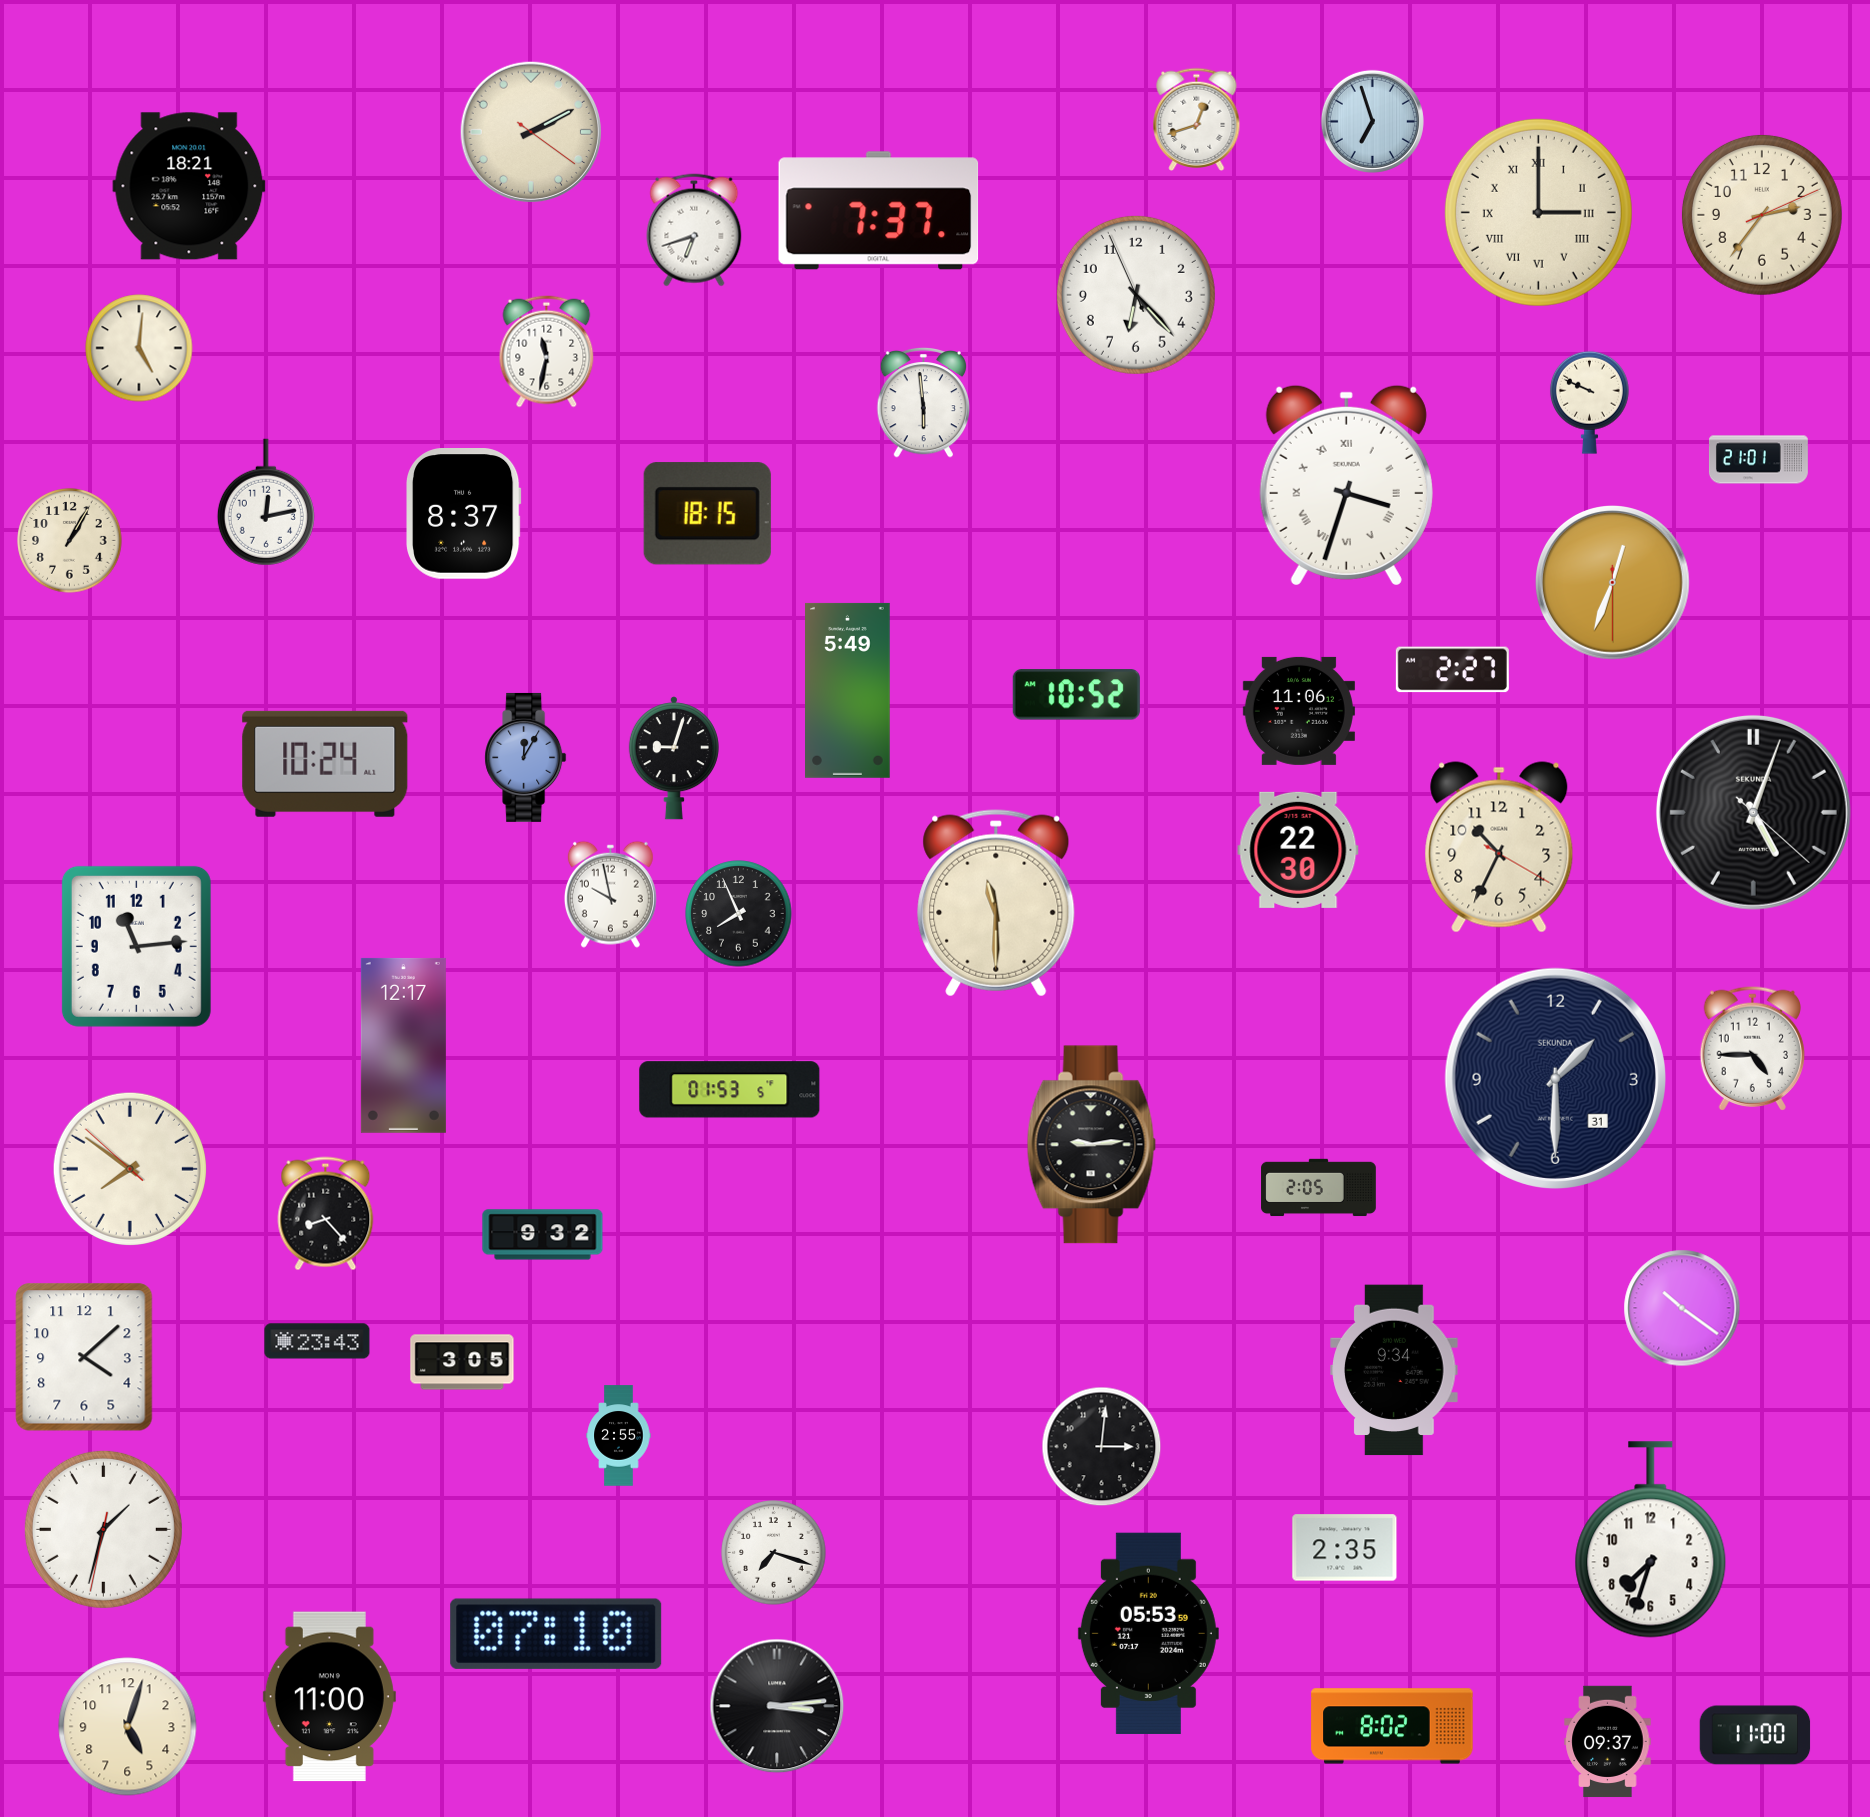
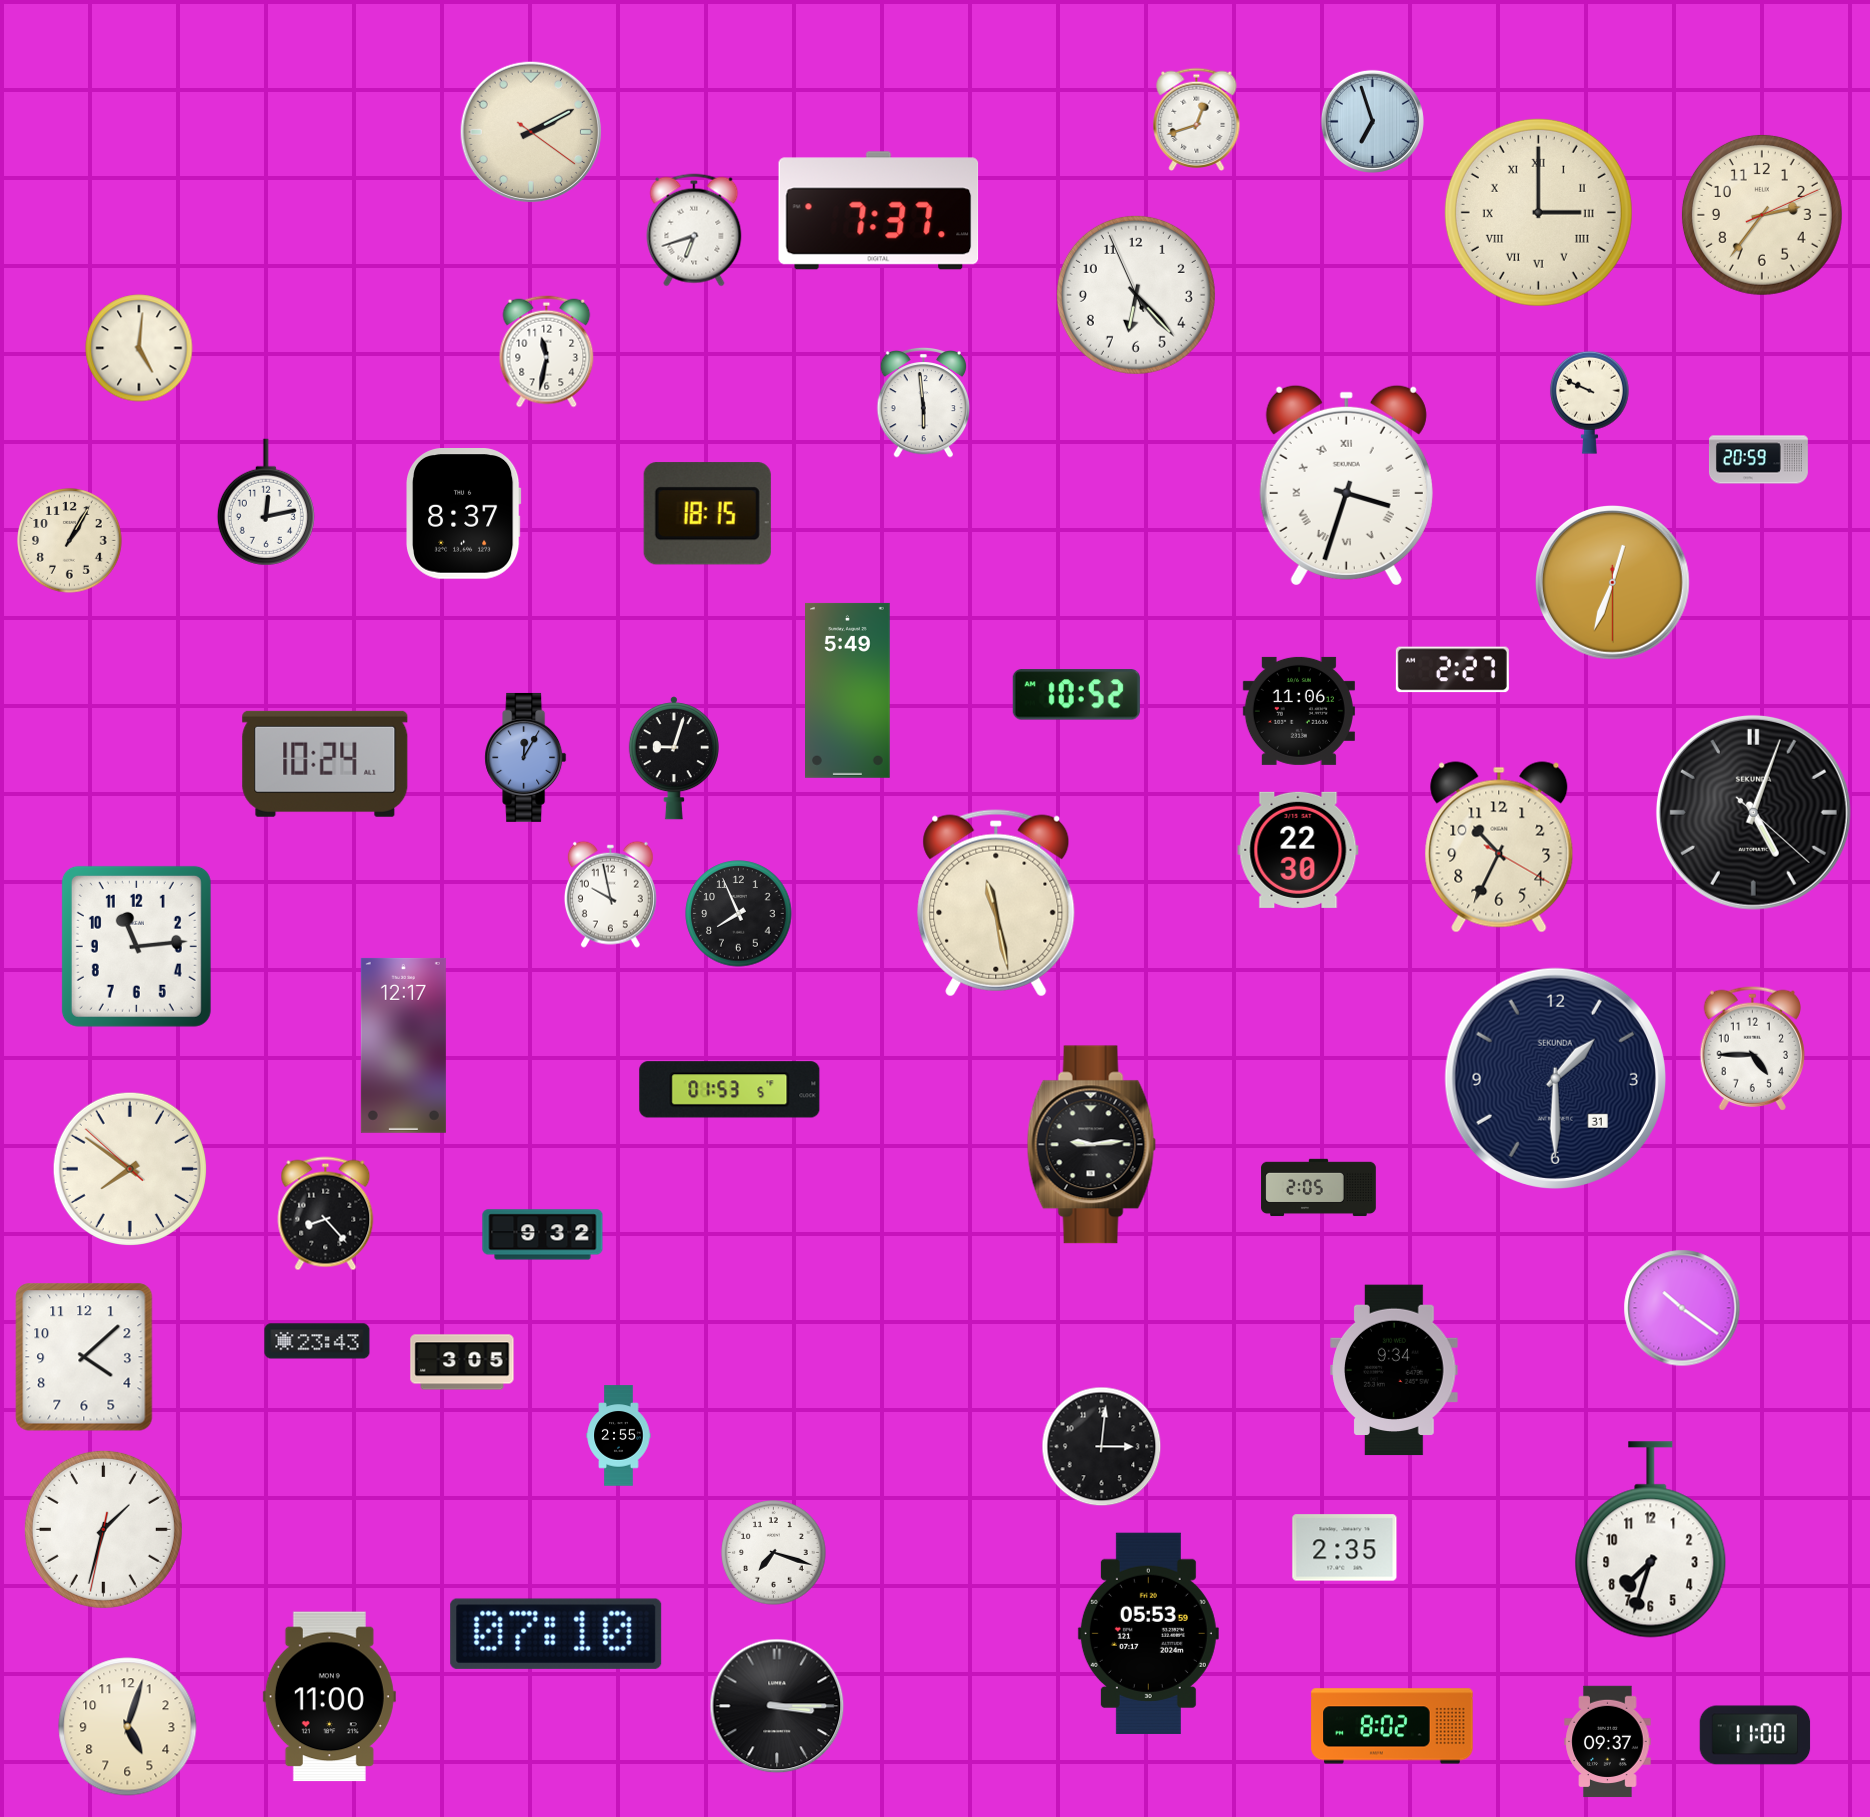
clock at (189, 186): 18:21 -> none
clock at (1758, 460): 21:01 -> 20:59
clock at (996, 903): 11:30 -> 11:28
clock at (777, 1706): 3:14 -> 3:15
